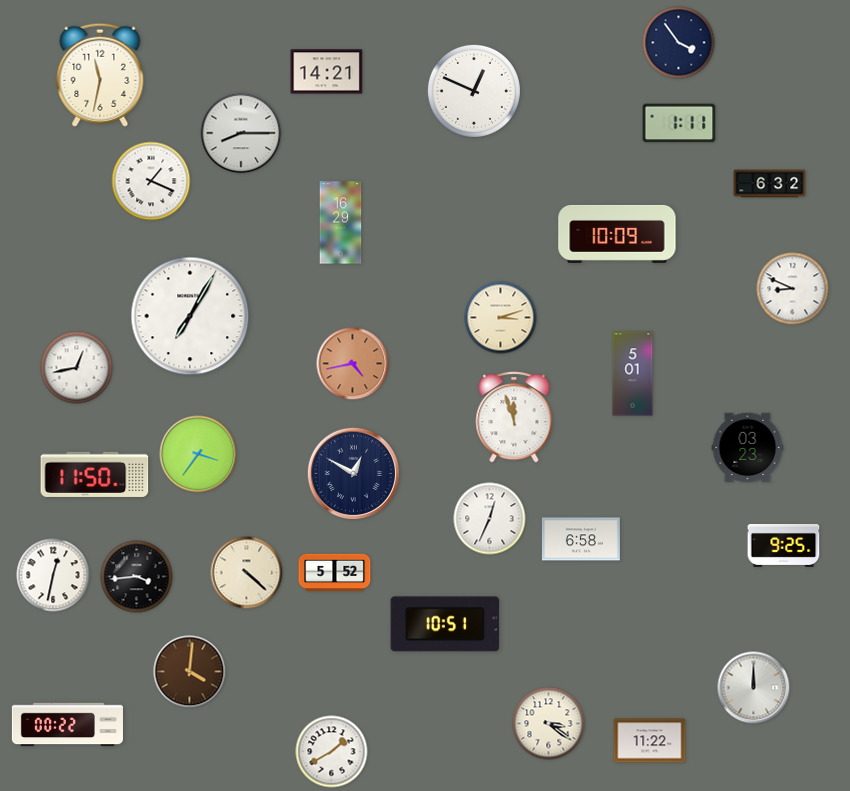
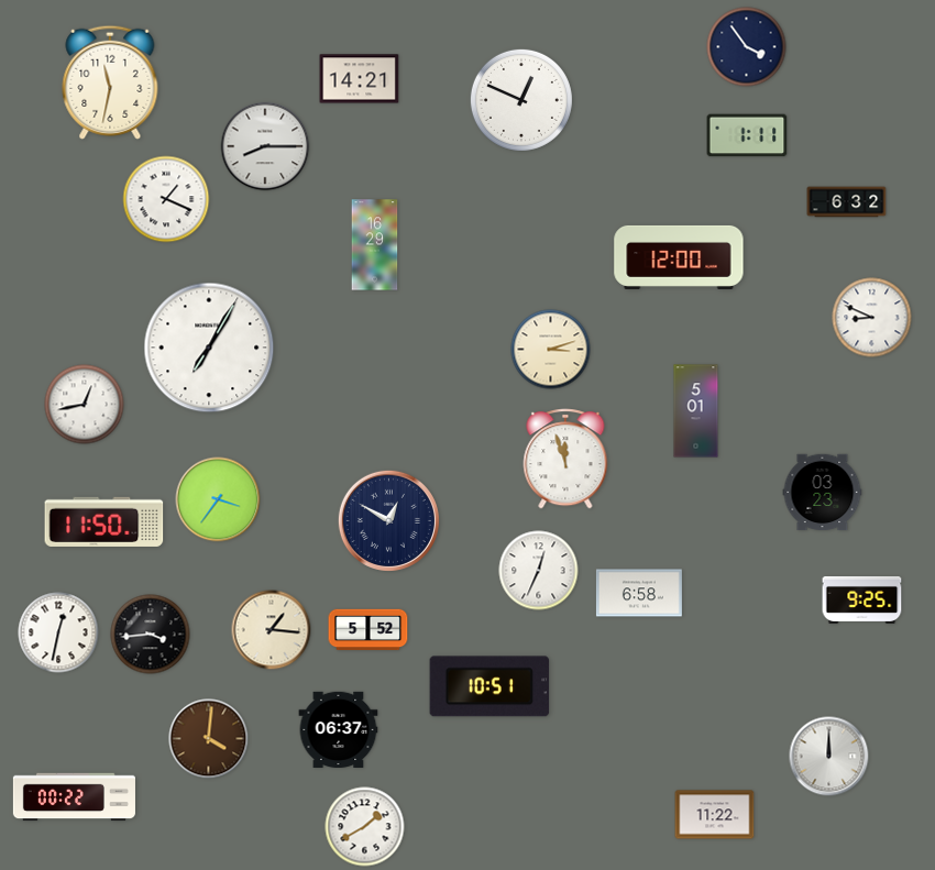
clock at (617, 234): 10:09 -> 12:00
clock at (353, 364): 4:43 -> none
clock at (247, 573): 4:22 -> 1:16
clock at (339, 729): none -> 06:37
clock at (549, 724): 3:21 -> none
